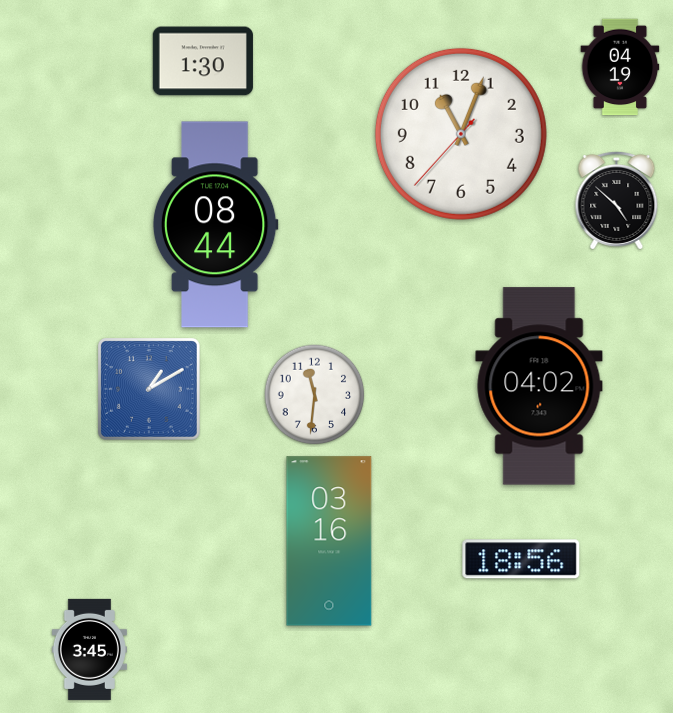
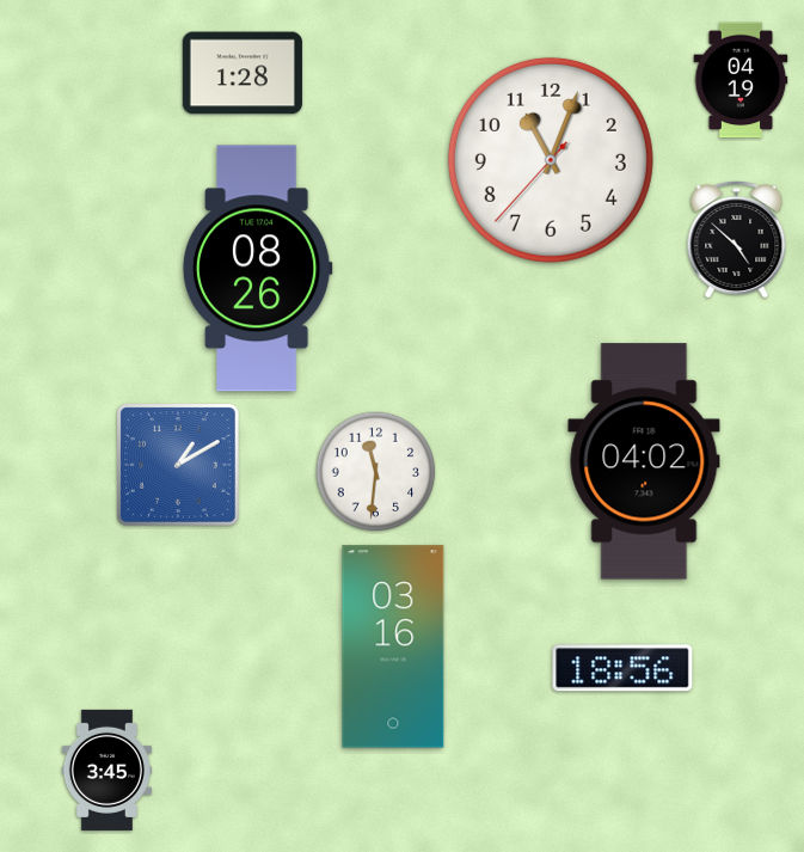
clock at (203, 61): 1:30 -> 1:28
clock at (215, 225): 08:44 -> 08:26
clock at (89, 649) position: (89, 649) -> (106, 770)
